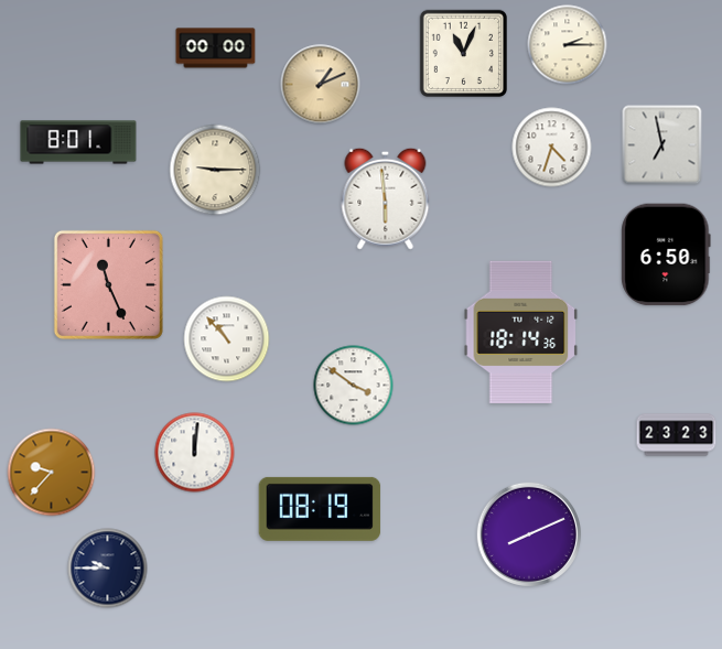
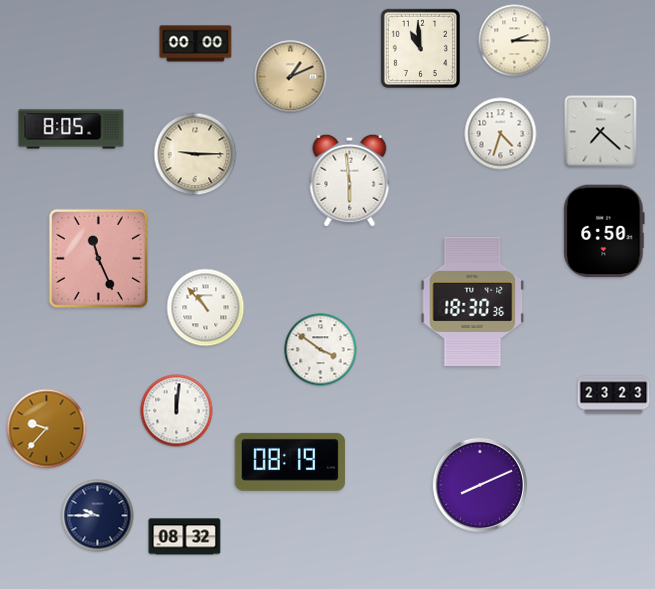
clock at (463, 53): 11:04 -> 10:59
clock at (78, 142): 8:01 -> 8:05
clock at (662, 145): 6:58 -> 7:22
clock at (521, 332): 18:14 -> 18:30
clock at (185, 537): none -> 08:32
